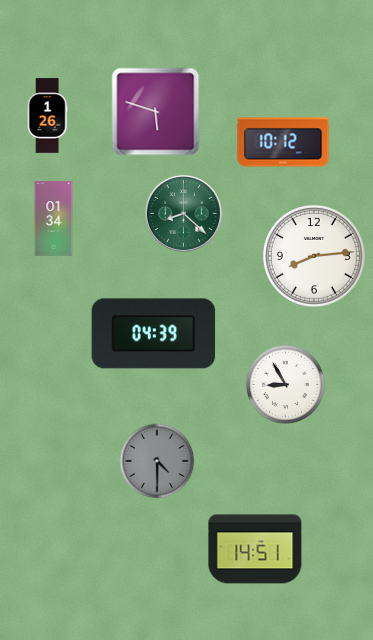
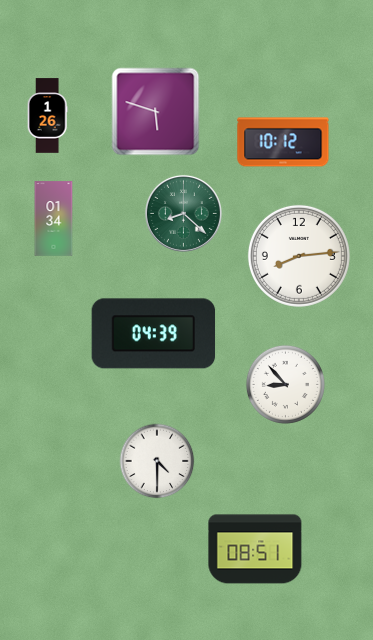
clock at (314, 256) position: (314, 256) -> (299, 256)
clock at (285, 384): 8:55 -> 8:53
clock at (157, 461) dial: grey -> white
clock at (255, 549): 14:51 -> 08:51
